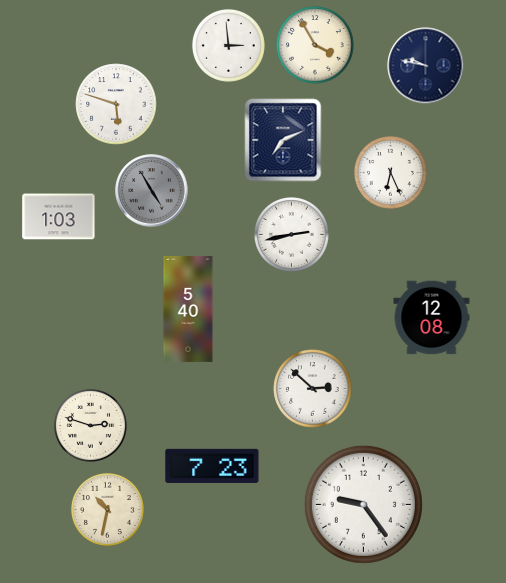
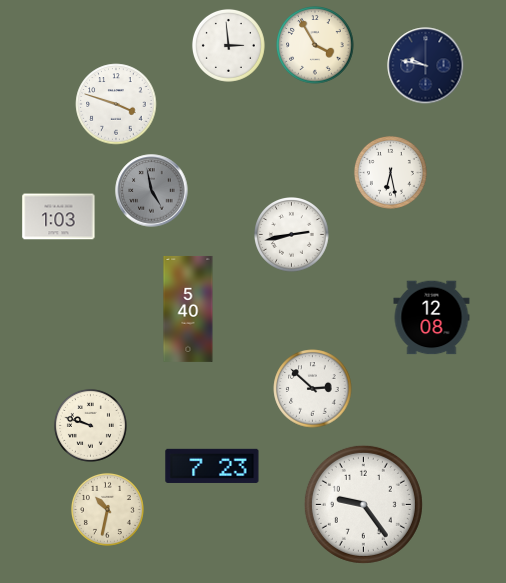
clock at (116, 104): 5:48 -> 3:48
clock at (283, 140): 7:11 -> none
clock at (390, 172): 6:26 -> 6:28
clock at (152, 191): 4:55 -> 4:58
clock at (90, 425): 2:48 -> 9:48
